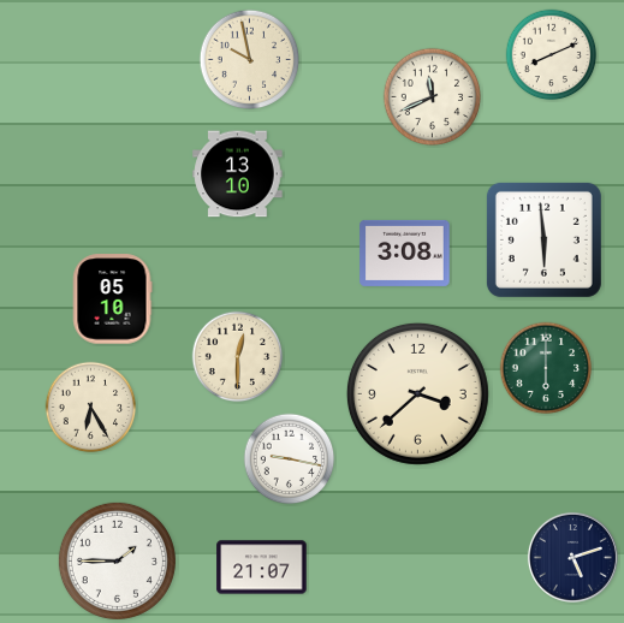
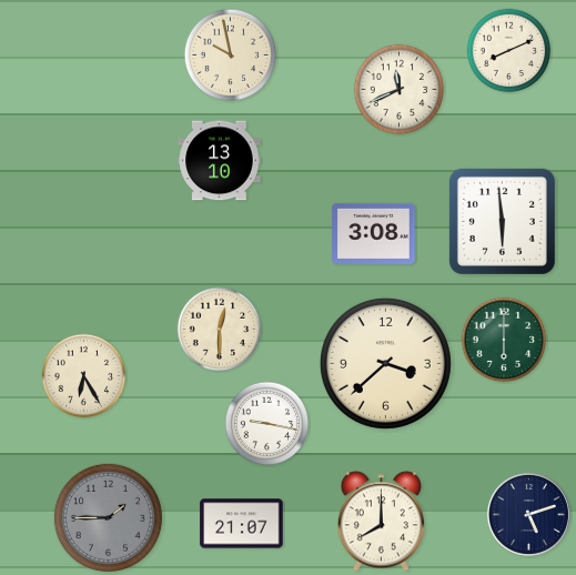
clock at (112, 299): 05:10 -> none
clock at (117, 560) dial: white -> grey
clock at (381, 522): none -> 8:00
